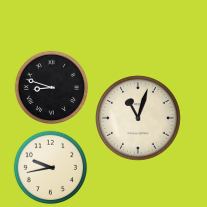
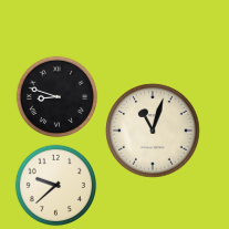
clock at (51, 168): 9:43 -> 9:38
